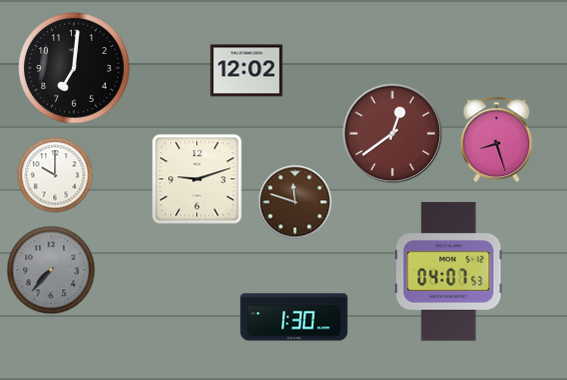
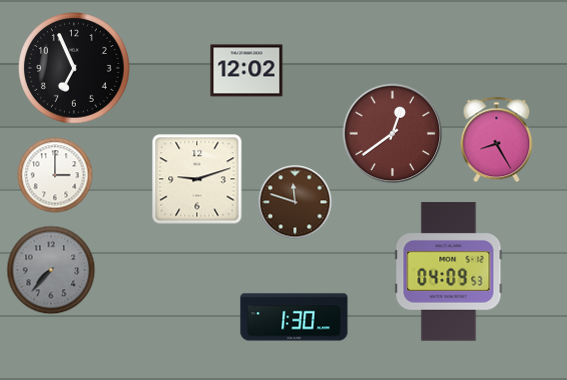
clock at (74, 68): 7:01 -> 6:56
clock at (497, 140): 8:27 -> 8:25
clock at (55, 175): 10:00 -> 3:00
clock at (449, 272): 04:07 -> 04:09
